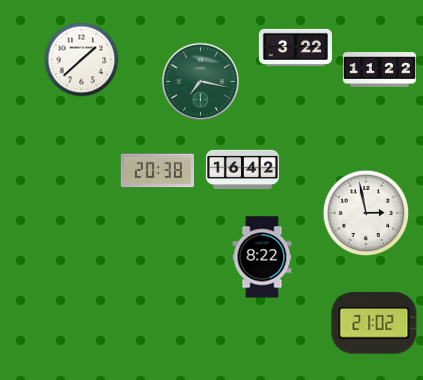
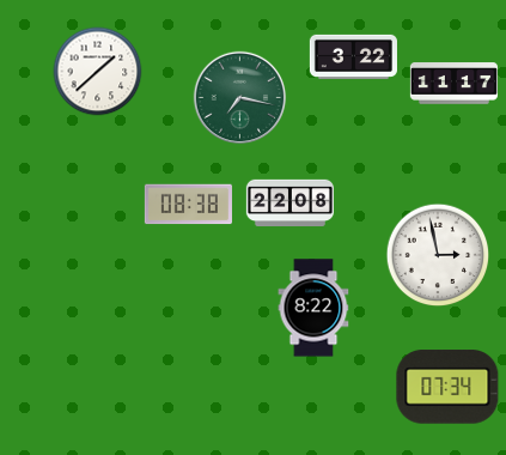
clock at (379, 70): 11:22 -> 11:17
clock at (242, 169): 16:42 -> 22:08
clock at (157, 171): 20:38 -> 08:38
clock at (374, 323): 21:02 -> 07:34
